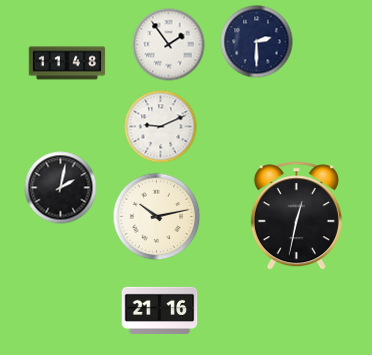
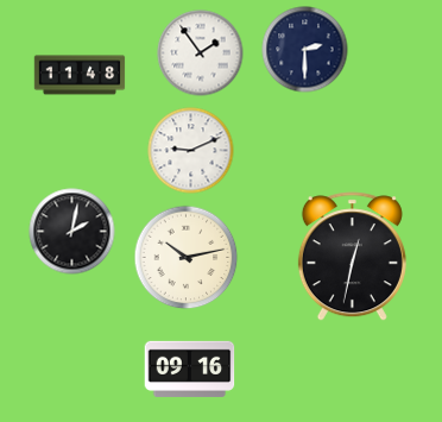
clock at (61, 188) position: (61, 188) -> (72, 232)
clock at (160, 310): 21:16 -> 09:16
